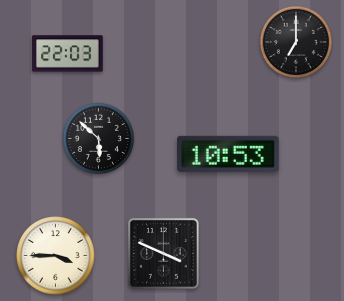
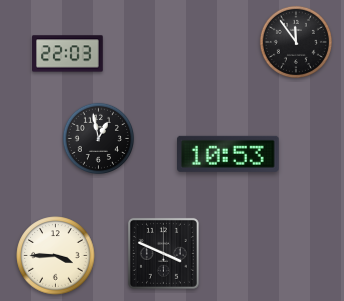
clock at (296, 42): 7:00 -> 11:54
clock at (98, 138): 5:52 -> 12:58
